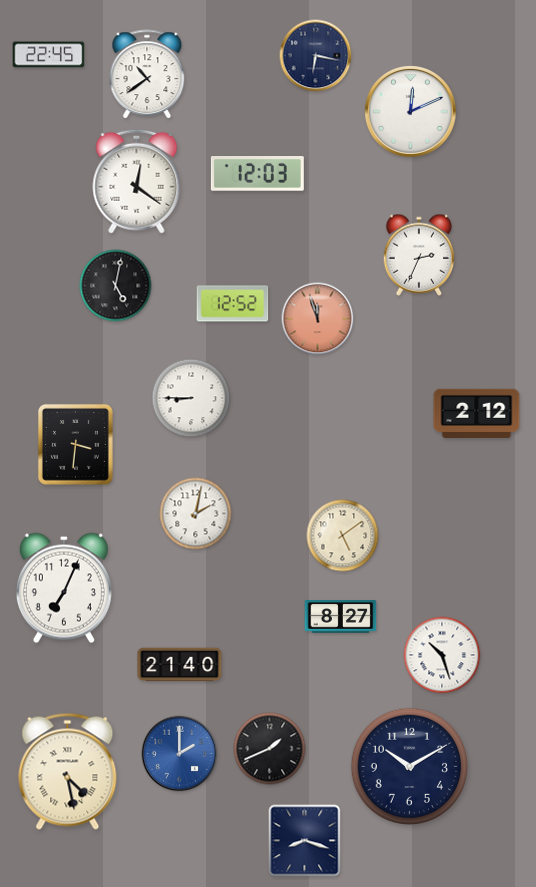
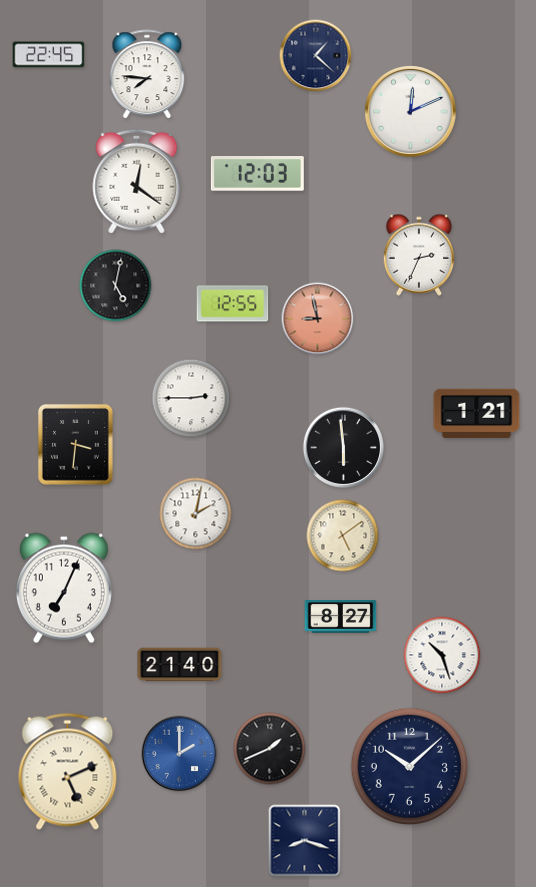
clock at (316, 56): 6:17 -> 1:22
clock at (147, 75): 10:39 -> 7:46
clock at (233, 304): 12:52 -> 12:55
clock at (318, 319): 11:57 -> 8:58
clock at (191, 398): 8:45 -> 2:45
clock at (477, 413): 2:12 -> 1:21
clock at (343, 447): none -> 5:59
clock at (410, 767): 10:10 -> 10:08
clock at (68, 771): 4:28 -> 5:11
